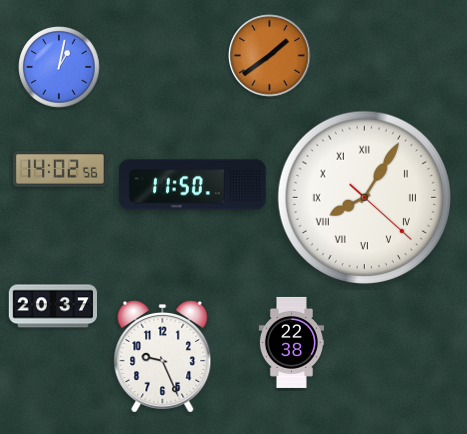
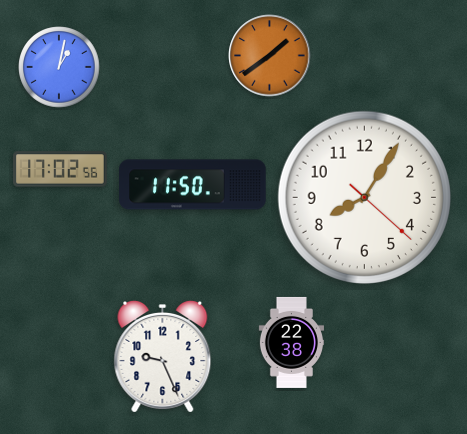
clock at (60, 169): 14:02 -> 17:02
clock at (364, 197) numerals: Roman -> Arabic
clock at (52, 306): 20:37 -> none
